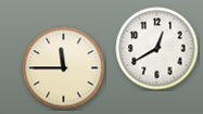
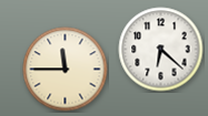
clock at (157, 49): 12:40 -> 6:22
